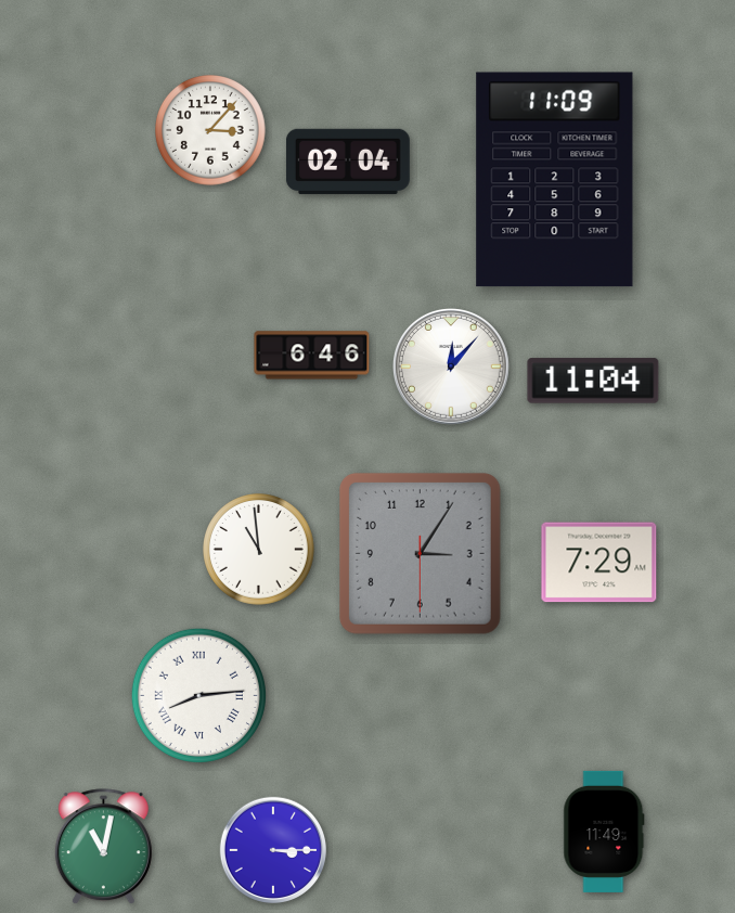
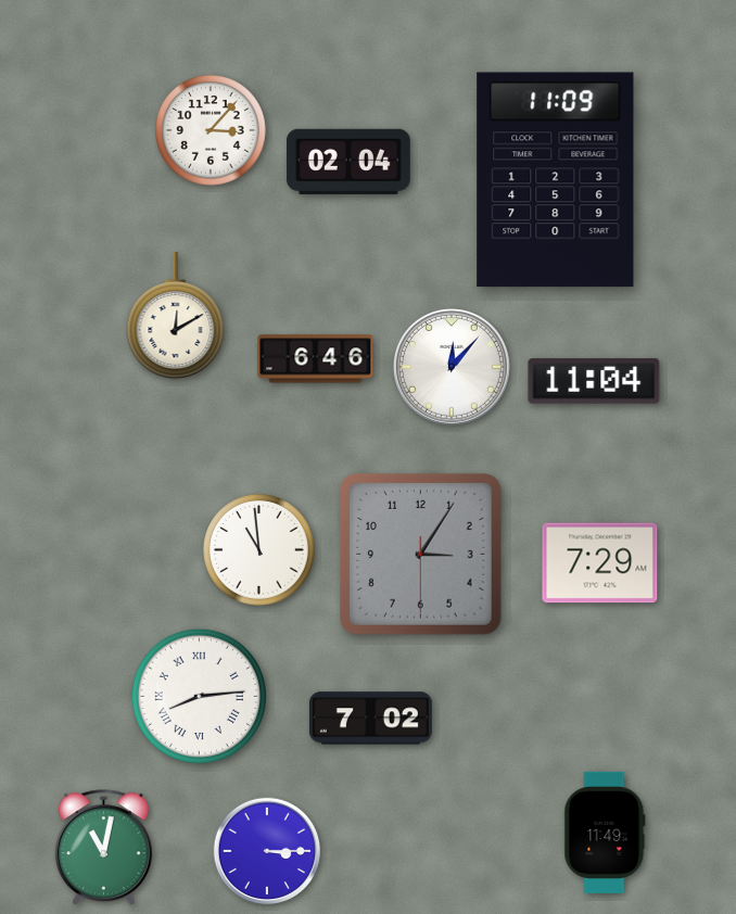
clock at (176, 316): none -> 12:10
clock at (312, 356) position: (312, 356) -> (316, 359)
clock at (370, 719): none -> 7:02
clock at (272, 849) position: (272, 849) -> (266, 850)
